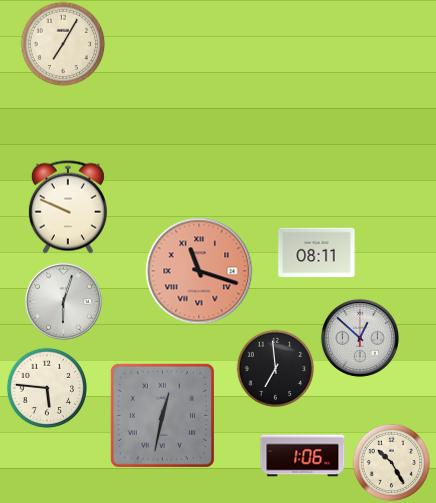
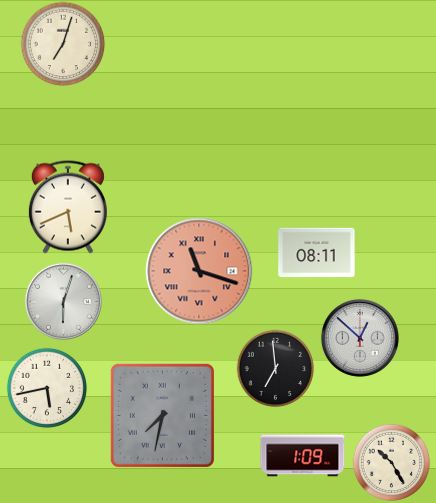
clock at (63, 44): 7:05 -> 7:03
clock at (68, 207): 9:49 -> 5:41
clock at (47, 388): 5:46 -> 5:43
clock at (162, 415): 12:32 -> 7:32
clock at (303, 456): 1:06 -> 1:09
